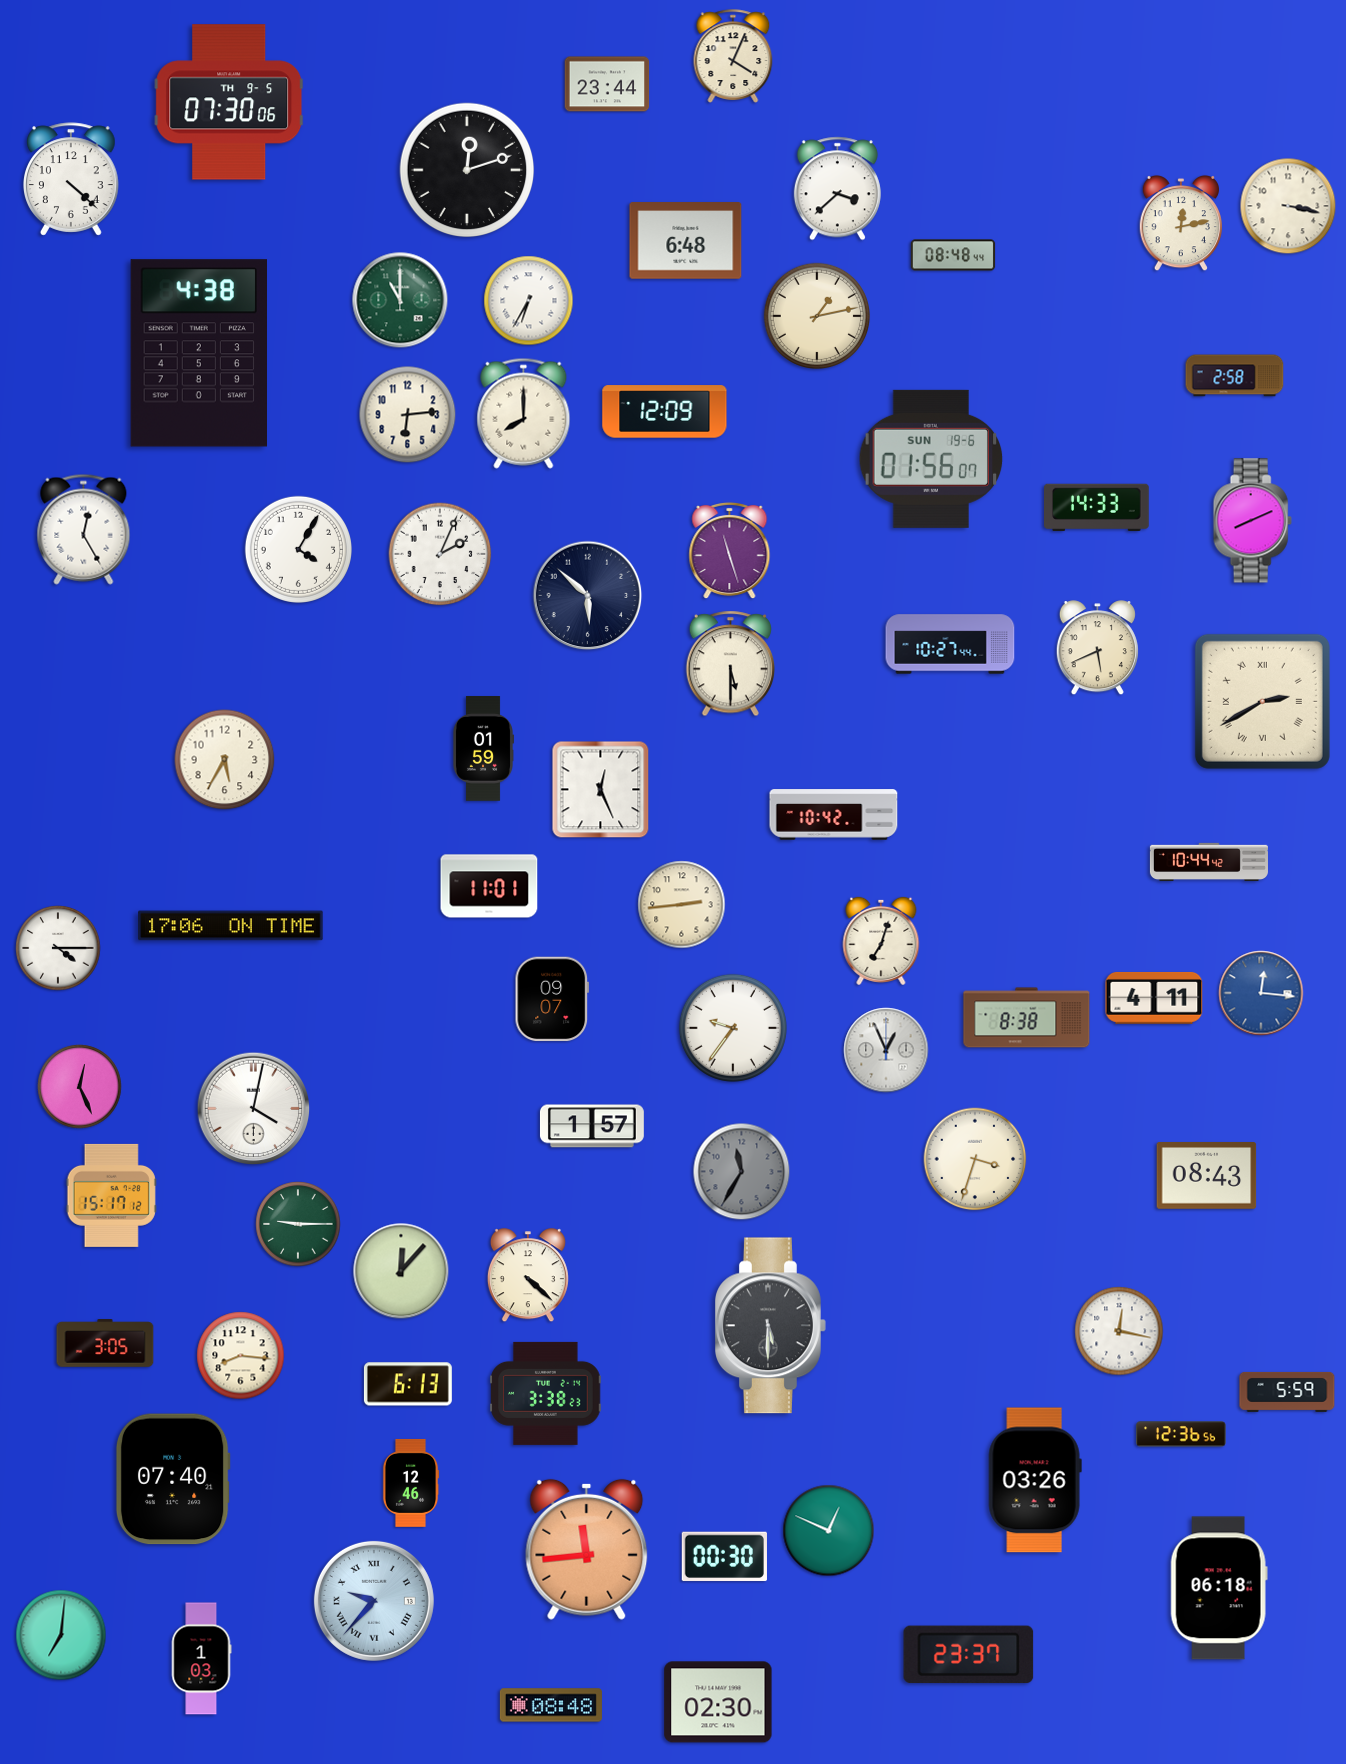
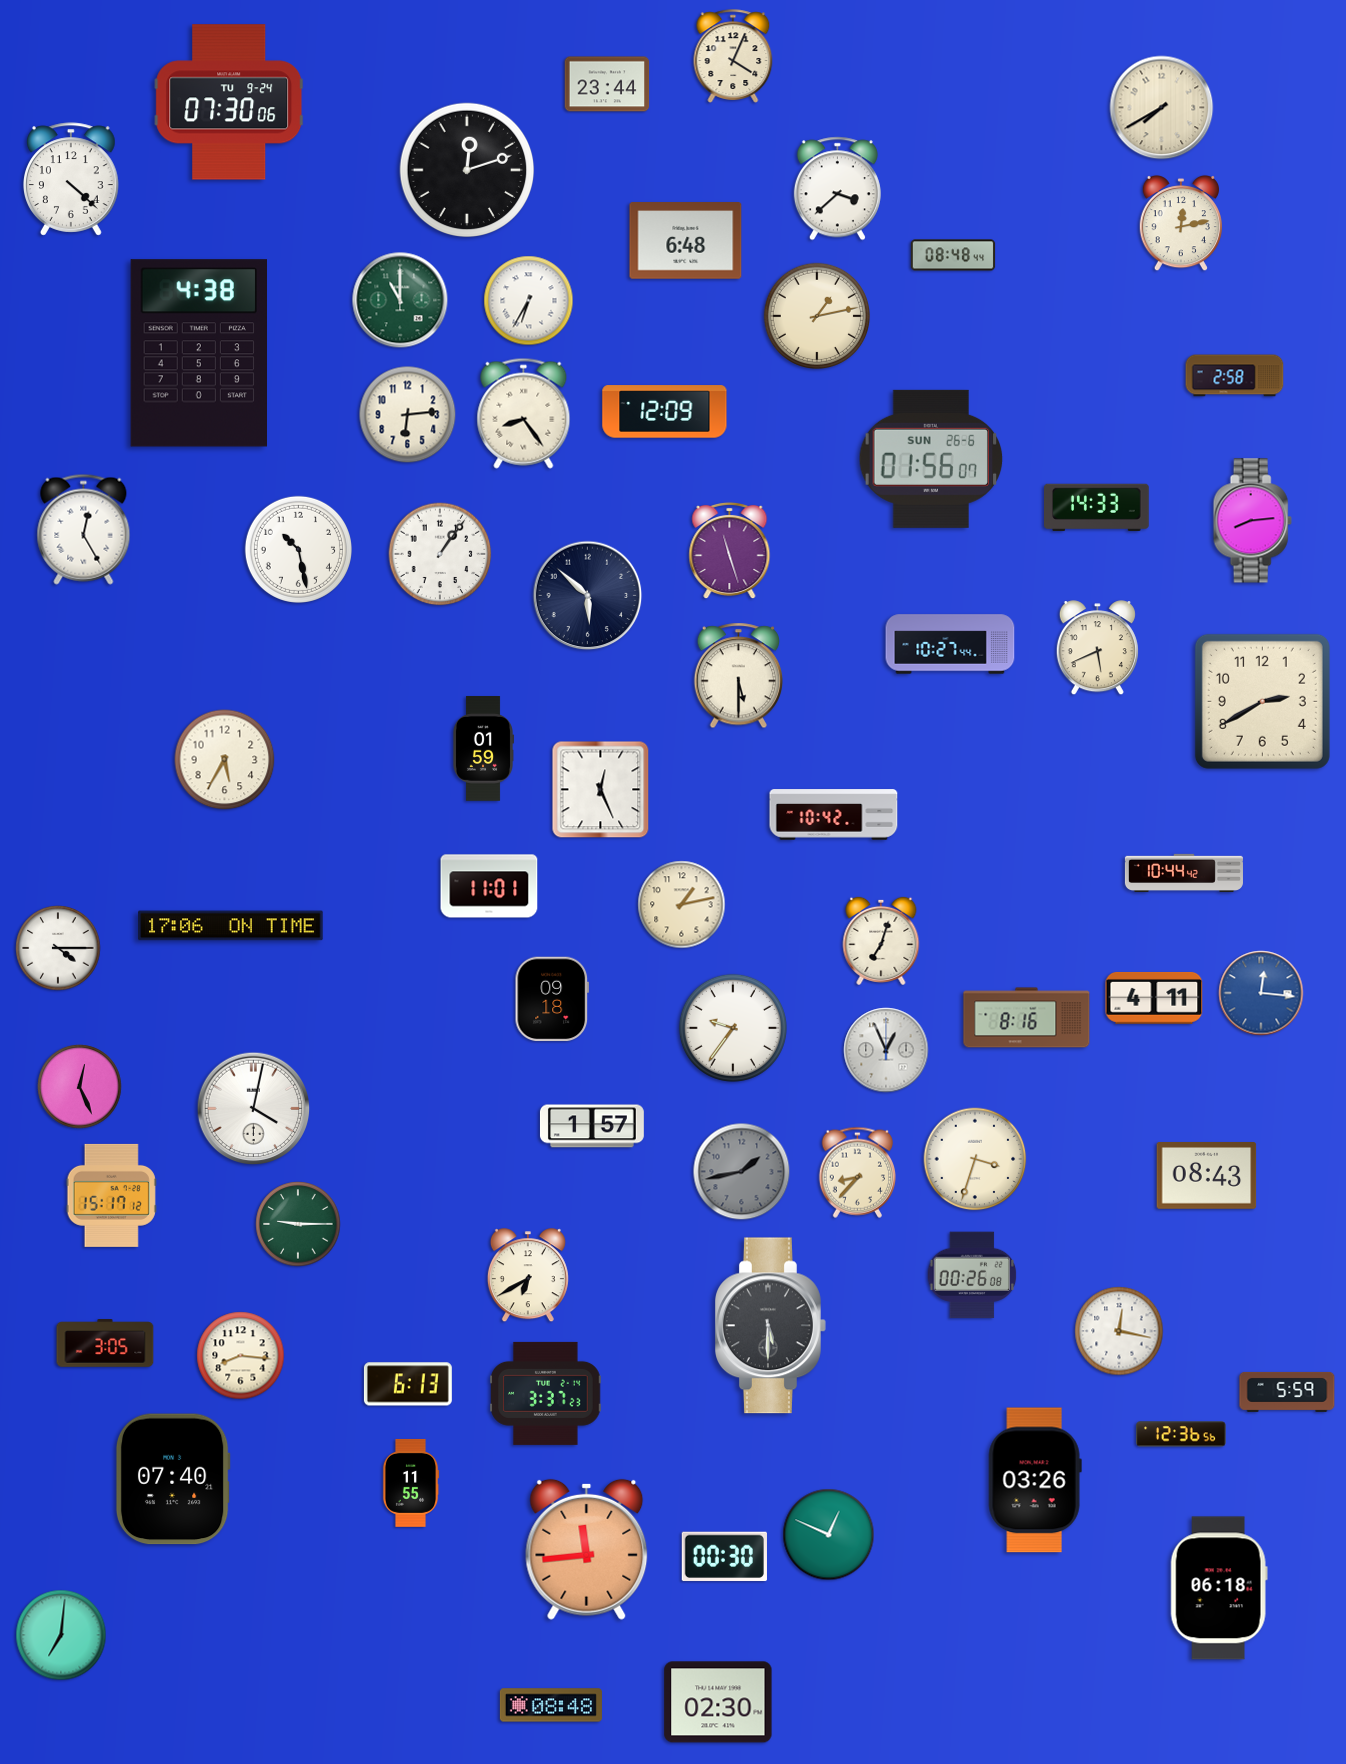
clock at (229, 102) date: TH 9-5 -> TU 9-24
clock at (1162, 108): none -> 7:40
clock at (1288, 206): 3:17 -> none
clock at (524, 413): 8:00 -> 8:24
clock at (931, 459) date: SUN 19-6 -> SUN 26-6
clock at (1252, 521): 8:11 -> 8:14
clock at (298, 549): 4:05 -> 10:28
clock at (440, 554): 2:04 -> 1:06
clock at (730, 664) position: (730, 664) -> (738, 676)
clock at (1262, 701) numerals: Roman -> Arabic
clock at (1209, 862) position: (1209, 862) -> (1184, 873)
clock at (682, 905): 2:44 -> 1:13
clock at (551, 999): 09:07 -> 09:18
clock at (1027, 1018): 8:38 -> 8:16
clock at (742, 1172): 11:35 -> 1:43
clock at (857, 1172): none -> 8:37
clock at (401, 1271): 12:07 -> none
clock at (972, 1275): none -> 00:26
clock at (528, 1276): 4:22 -> 6:40
clock at (546, 1393): 3:38 -> 3:37
clock at (411, 1483): 12:46 -> 11:55
clock at (829, 1531) position: (829, 1531) -> (829, 1535)
clock at (374, 1601): 9:37 -> none
clock at (969, 1655): 23:37 -> none
clock at (201, 1659): 1:03 -> none
